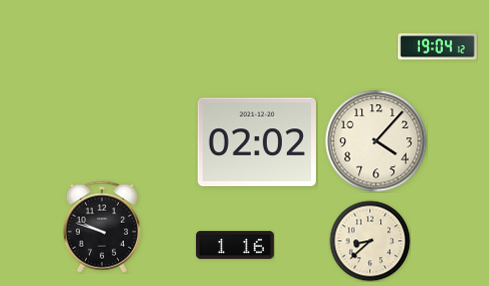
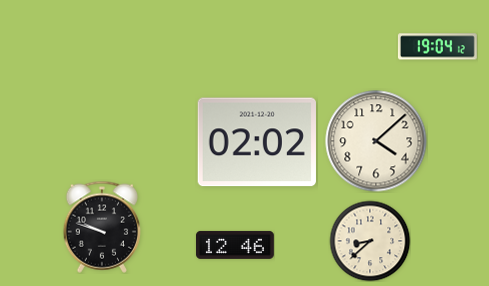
clock at (376, 141): 4:07 -> 4:08
clock at (235, 245): 1:16 -> 12:46
